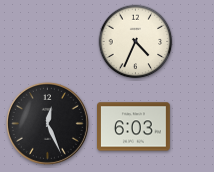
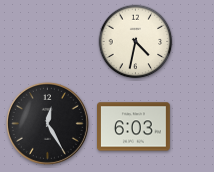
clock at (136, 42): 4:34 -> 4:32
clock at (47, 123): 12:26 -> 12:25
